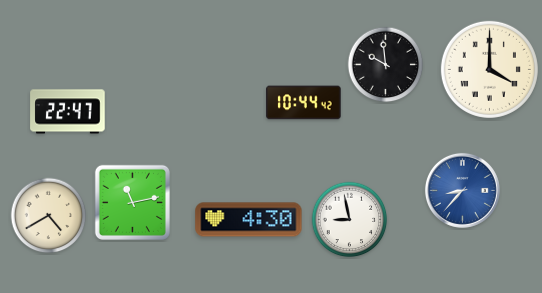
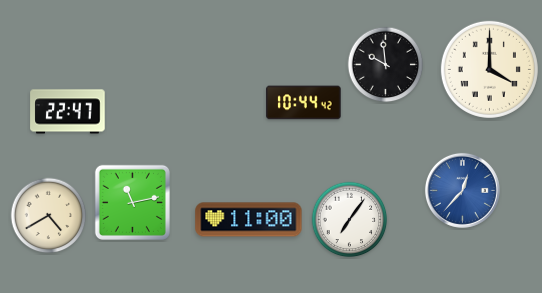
clock at (462, 190): 8:37 -> 12:37
clock at (249, 220): 4:30 -> 11:00
clock at (350, 220): 8:58 -> 7:06
